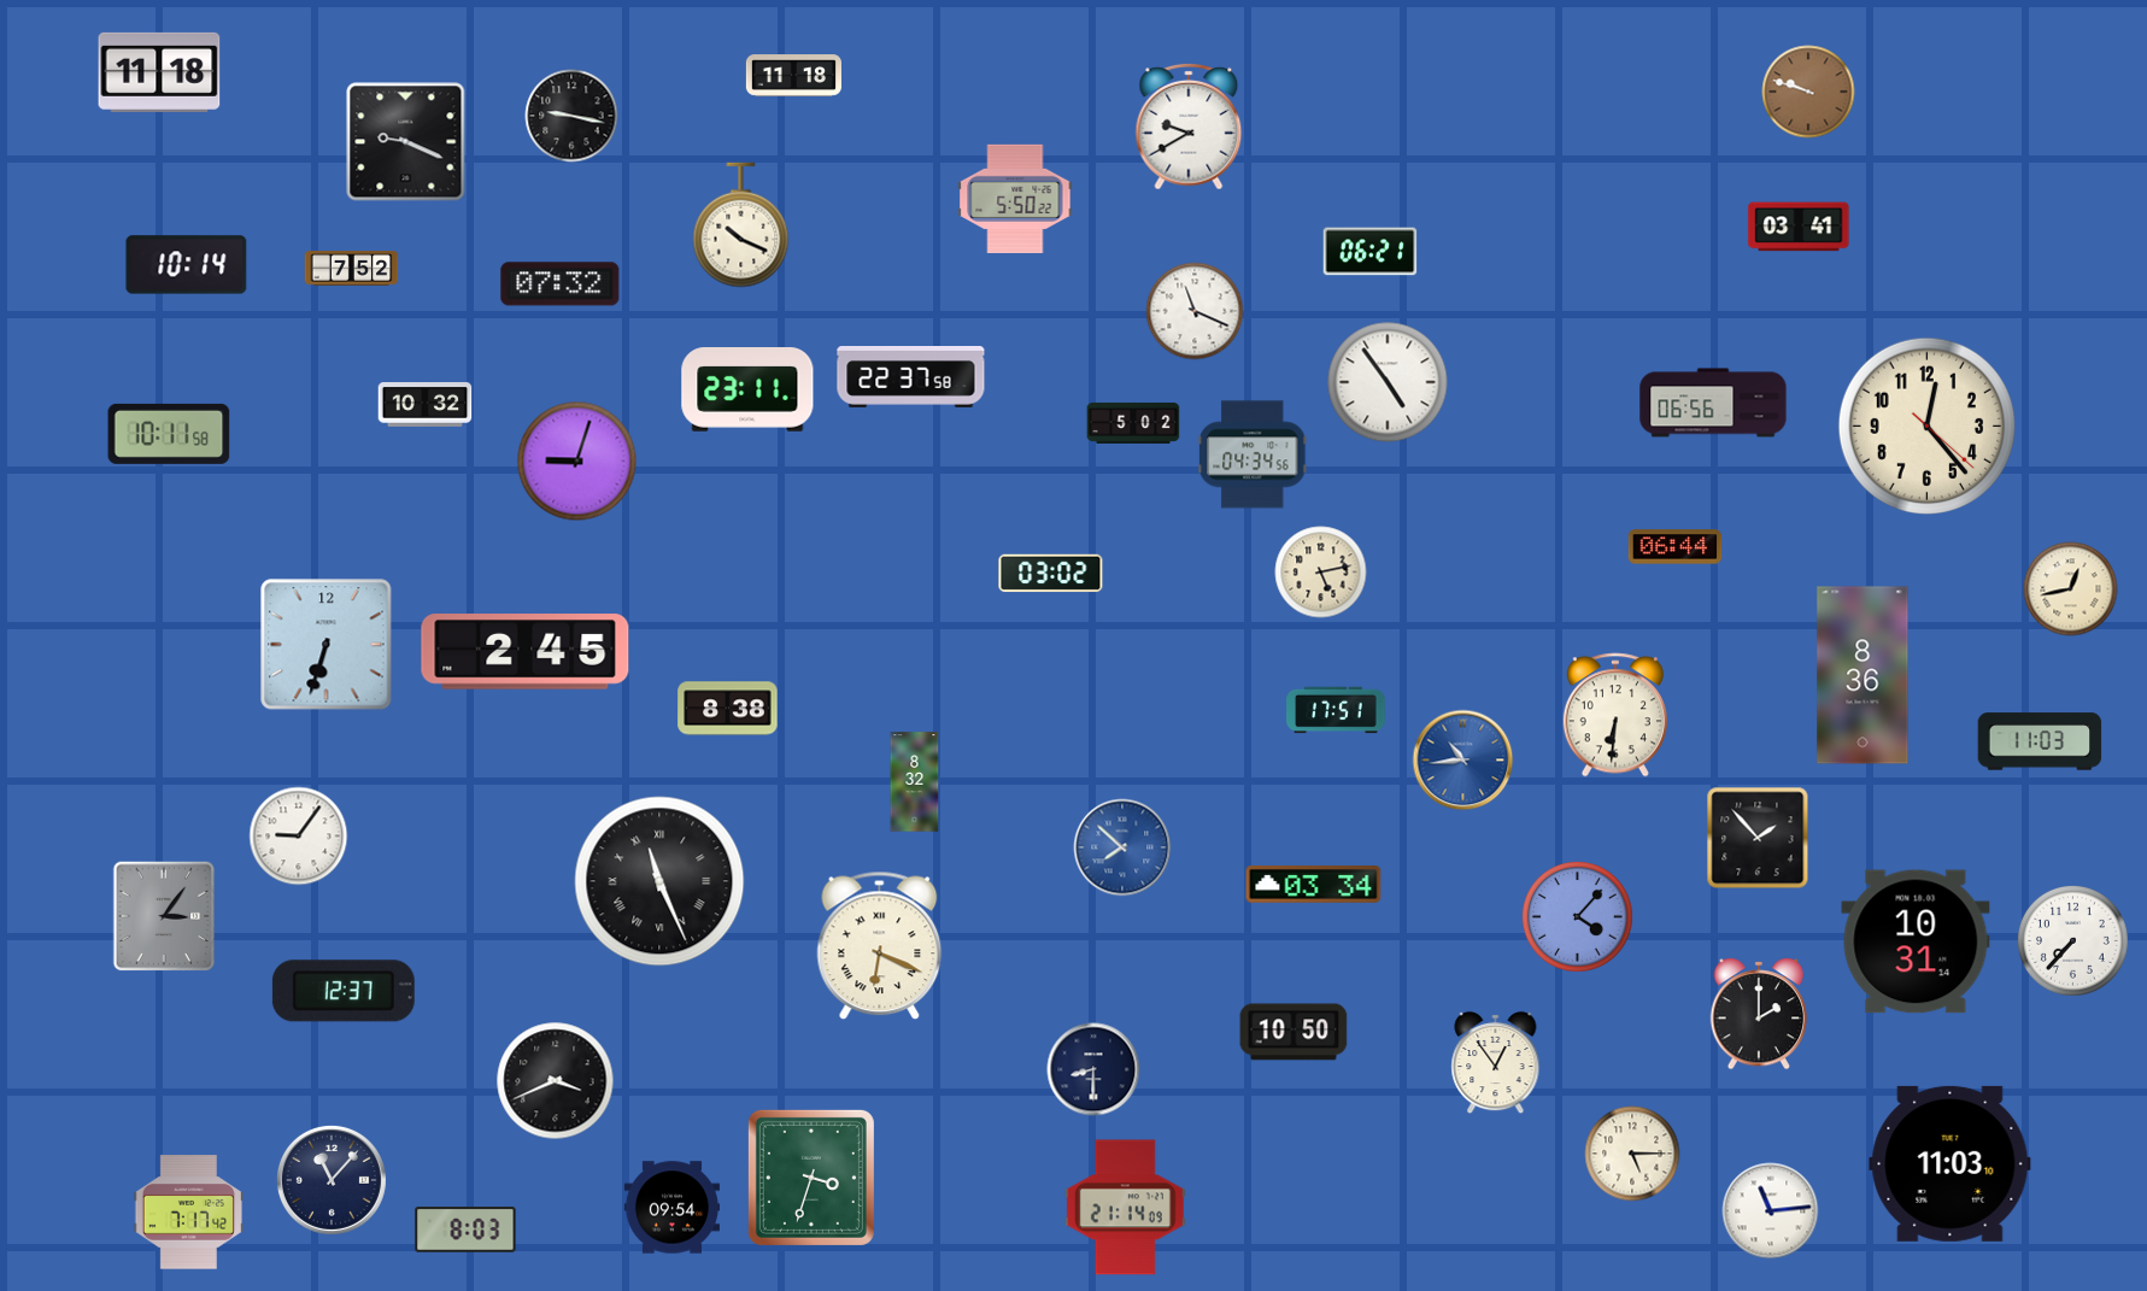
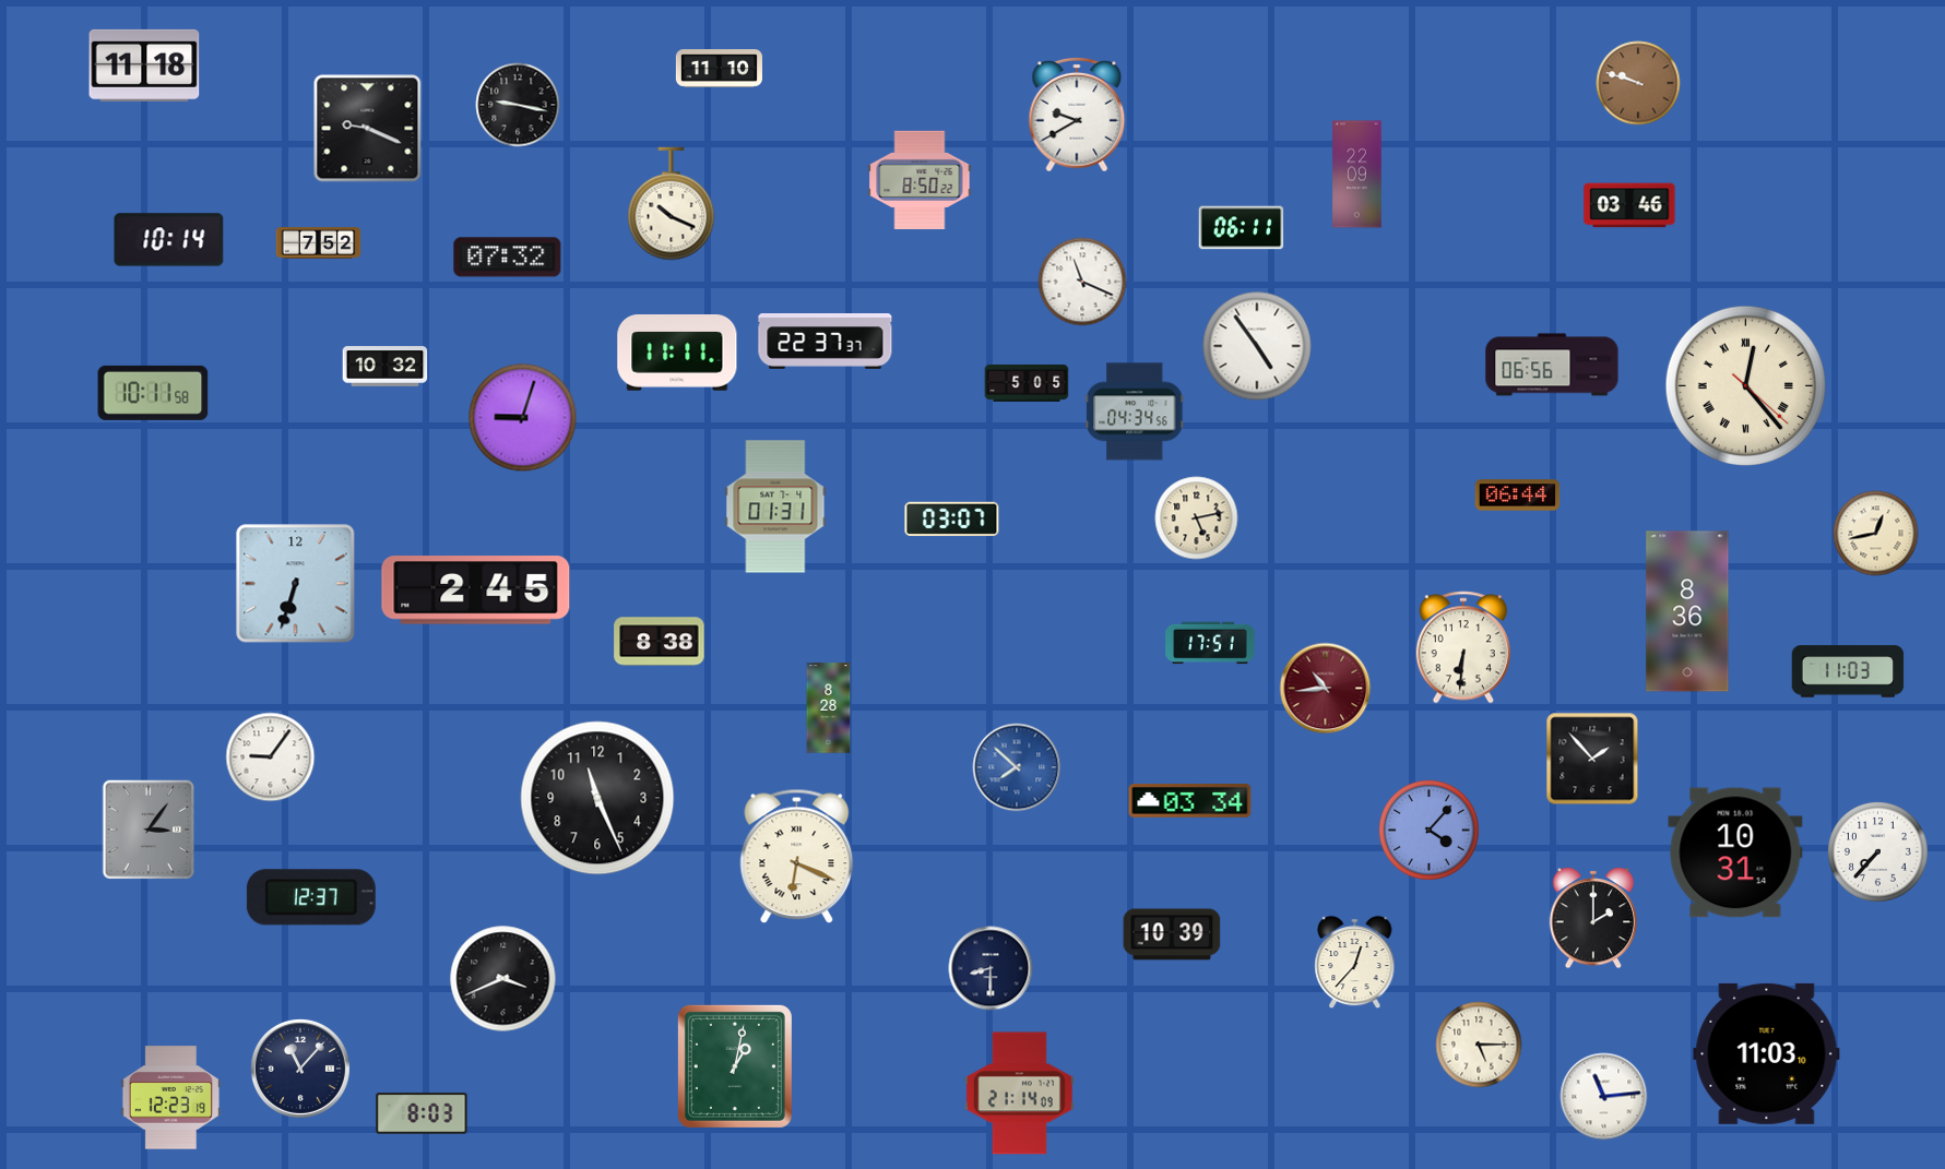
clock at (793, 76): 11:18 -> 11:10
clock at (1357, 175): none -> 22:09
clock at (1015, 199): 5:50 -> 8:50
clock at (1799, 227): 03:41 -> 03:46
clock at (1371, 252): 06:21 -> 06:11
clock at (911, 377): 22:37:58 -> 22:37:37
clock at (747, 391): 23:11 -> 11:11
clock at (1133, 423): 5:02 -> 5:05
clock at (1926, 426) numerals: Arabic -> Roman
clock at (775, 506): none -> 01:31
clock at (1051, 574): 03:02 -> 03:07
clock at (1463, 761) dial: blue -> burgundy
clock at (915, 782): 8:32 -> 8:28
clock at (659, 881) numerals: Roman -> Arabic
clock at (1294, 1032): 10:50 -> 10:39
clock at (1496, 1063): 12:54 -> 12:37
clock at (811, 1178): 3:33 -> 1:02
clock at (671, 1208): 09:54 -> none
clock at (188, 1213): 7:17 -> 12:23
